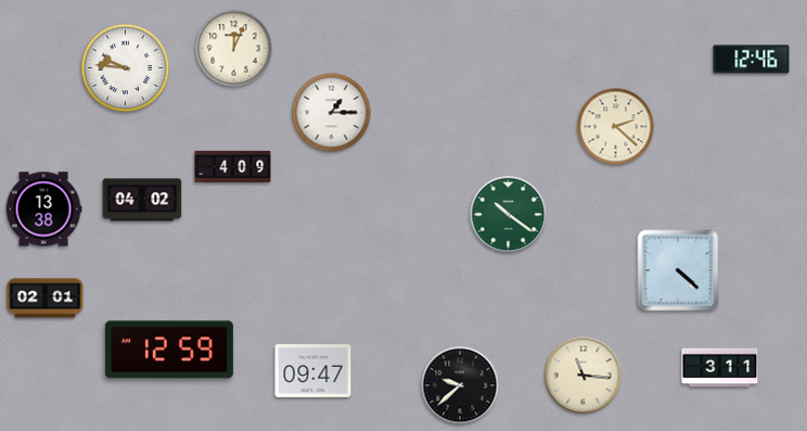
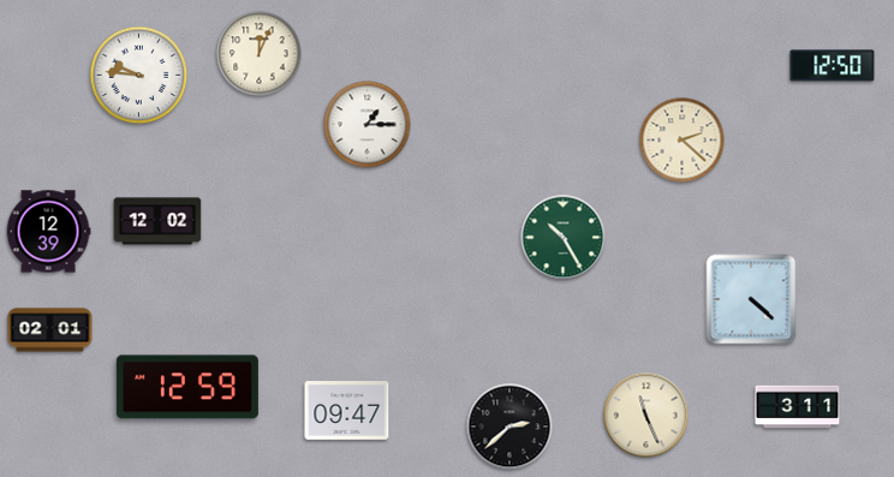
clock at (752, 60): 12:46 -> 12:50
clock at (233, 166): 4:09 -> none
clock at (142, 200): 04:02 -> 12:02
clock at (43, 210): 13:38 -> 12:39
clock at (509, 215): 10:21 -> 10:25
clock at (584, 376): 11:16 -> 11:26
clock at (460, 385): 9:38 -> 2:38
